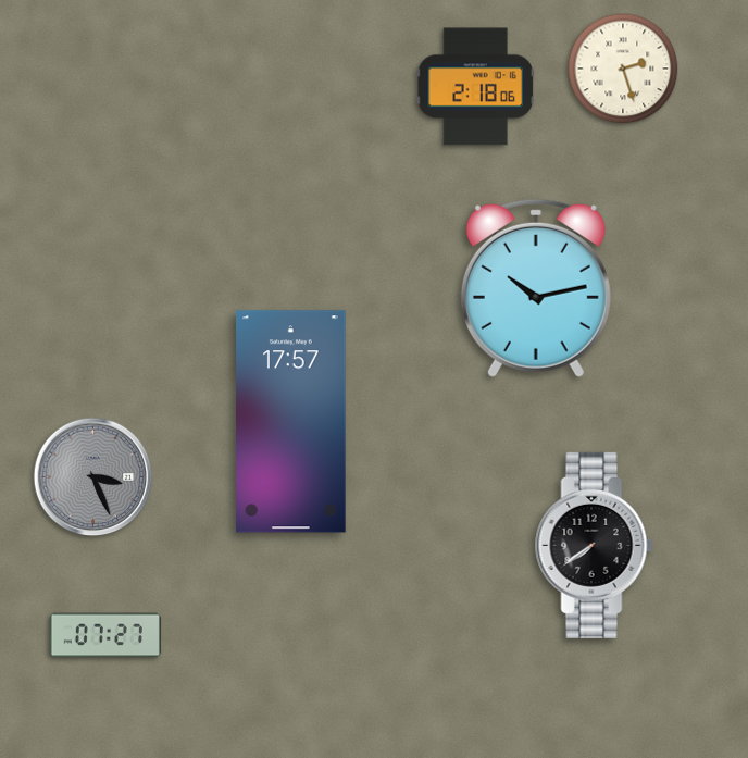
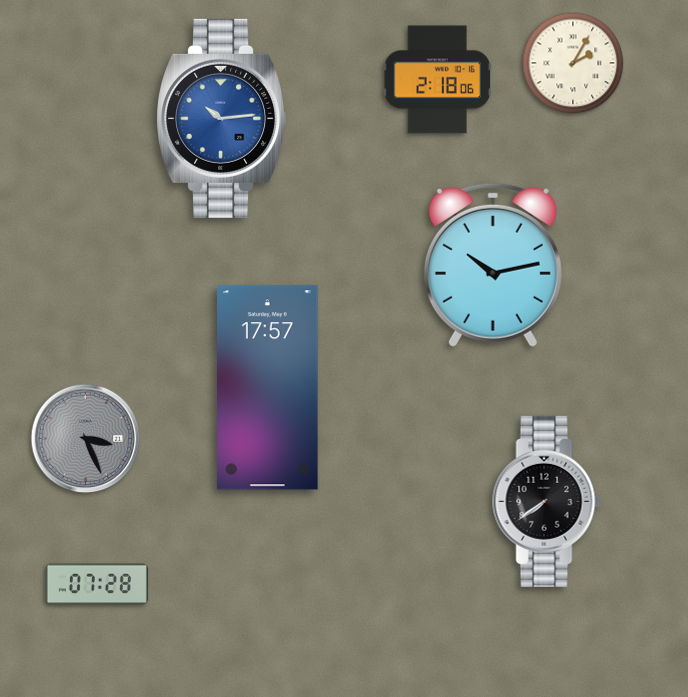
clock at (623, 69): 2:27 -> 2:05
clock at (222, 118): none -> 10:14
clock at (105, 635): 07:27 -> 07:28
